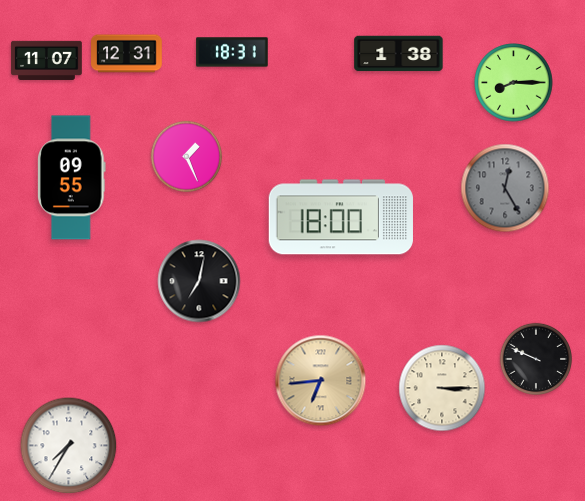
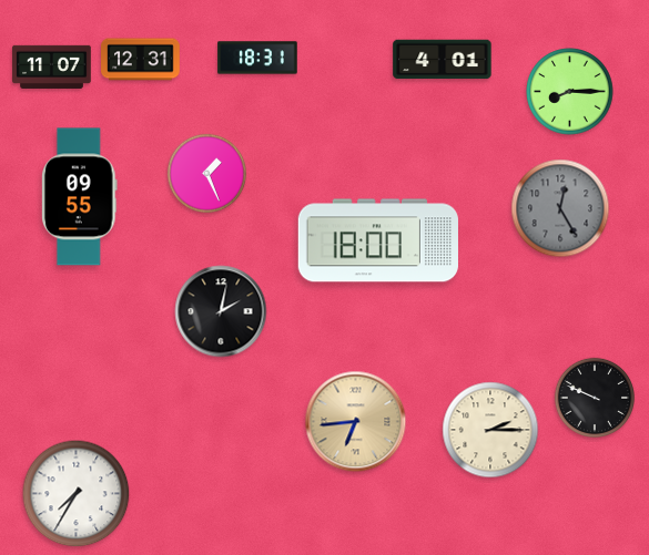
clock at (399, 54): 1:38 -> 4:01
clock at (199, 281): 7:02 -> 2:02
clock at (442, 388): 3:15 -> 2:15
